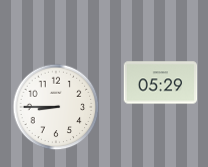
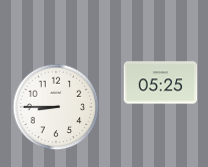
clock at (161, 83): 05:29 -> 05:25
